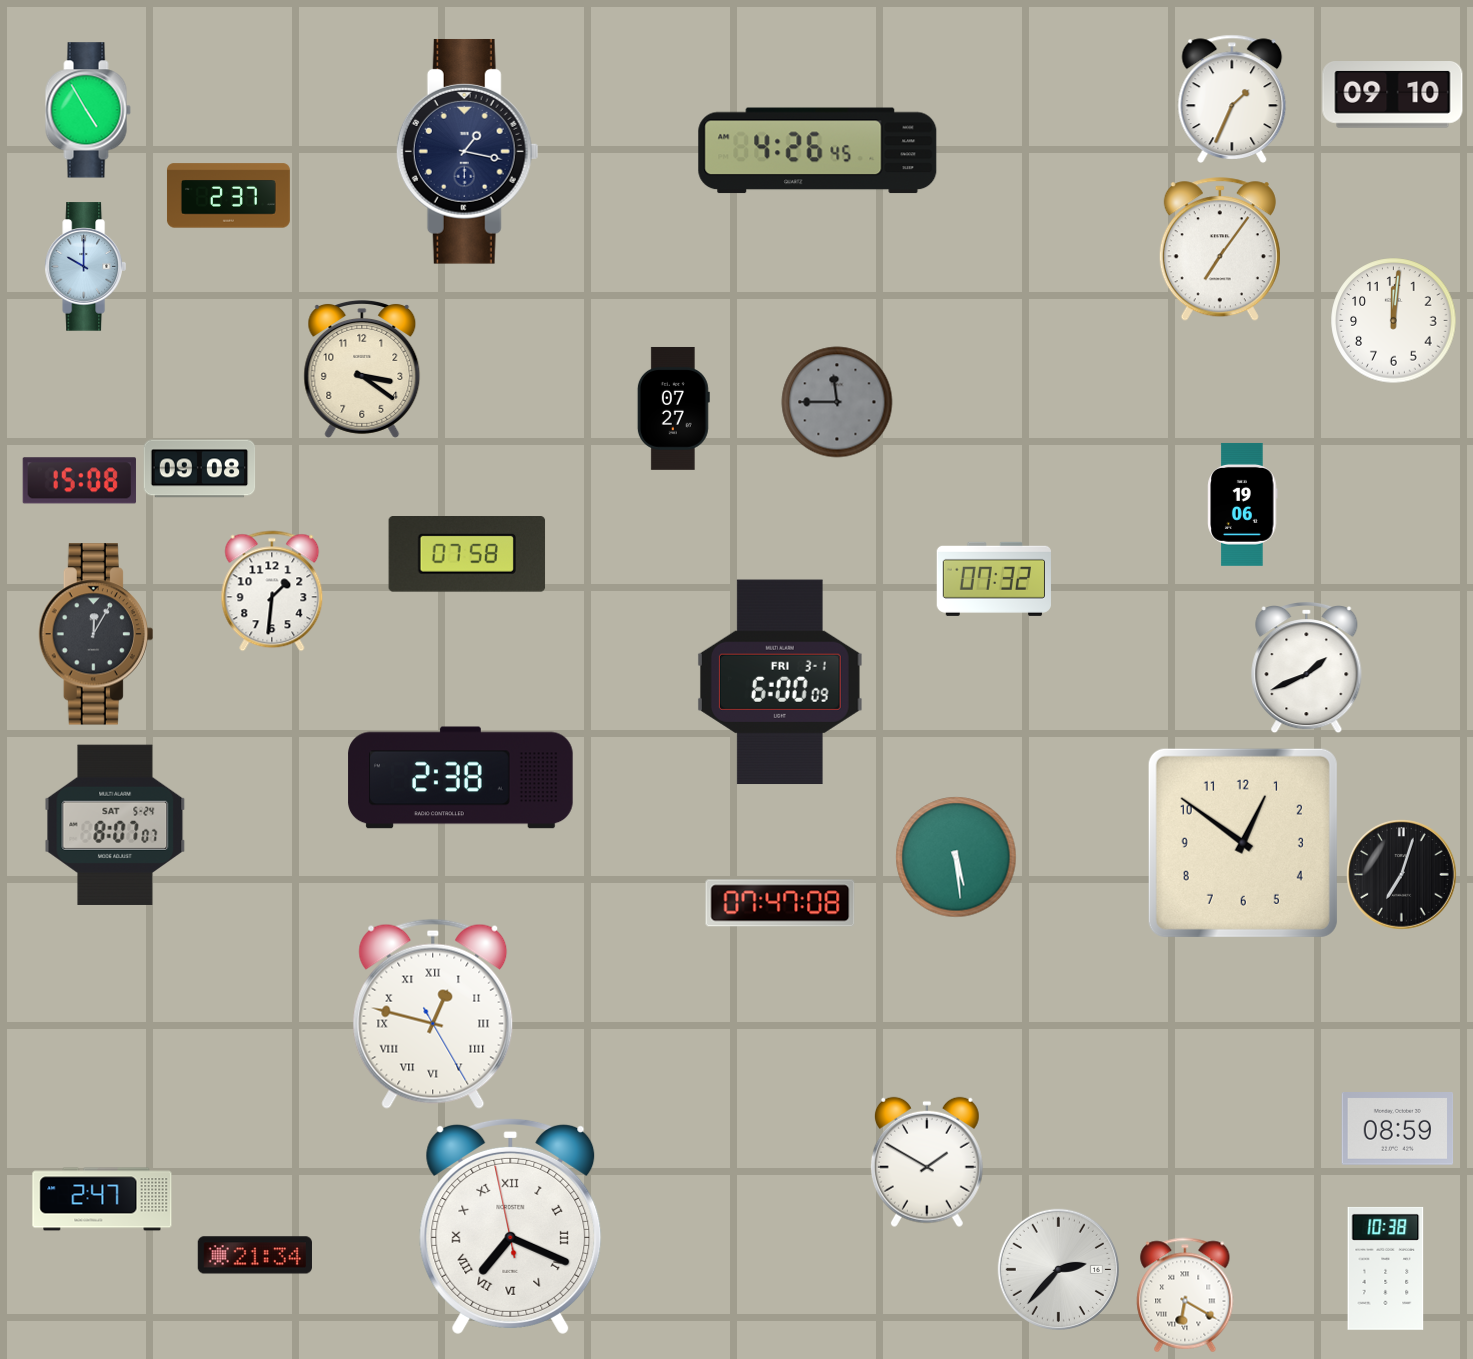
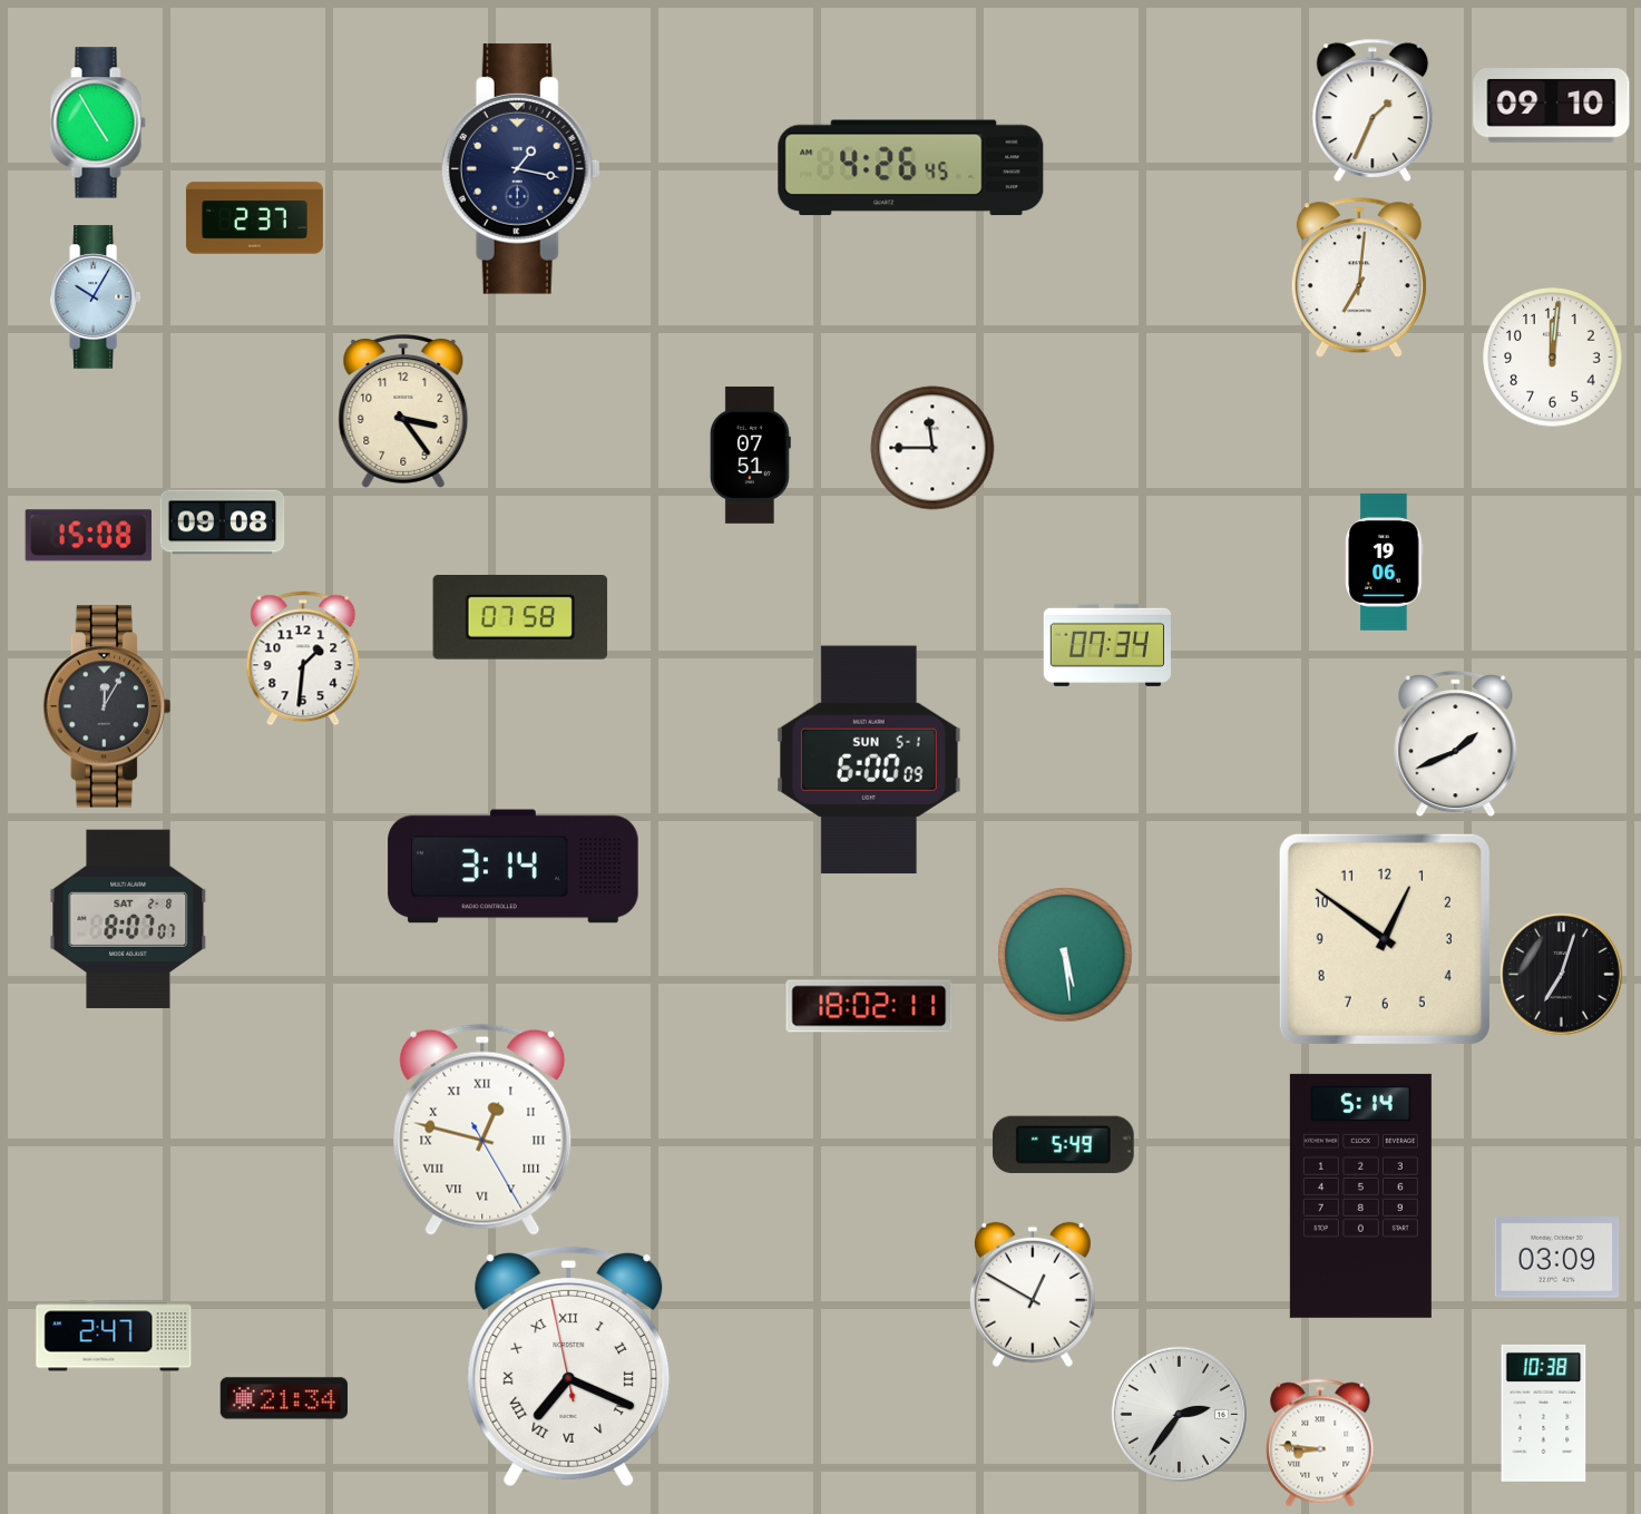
clock at (1220, 250): 7:06 -> 7:01
clock at (85, 267): 10:00 -> 10:05
clock at (362, 369): 3:21 -> 3:24
clock at (837, 402) dial: grey -> white
clock at (673, 408): 07:27 -> 07:51
clock at (993, 579): 07:32 -> 07:34
clock at (780, 682) date: FRI 3-1 -> SUN 5-1
clock at (461, 778): 2:38 -> 3:14
clock at (115, 825) date: SAT 5-24 -> SAT 2-8
clock at (780, 903): 07:47 -> 18:02
clock at (1063, 1144): none -> 5:49
clock at (1360, 1195): none -> 5:14
clock at (1398, 1129): 08:59 -> 03:09
clock at (927, 1162): 1:50 -> 12:50
clock at (1058, 1269): 2:37 -> 2:36
clock at (1185, 1295): 6:20 -> 8:46
